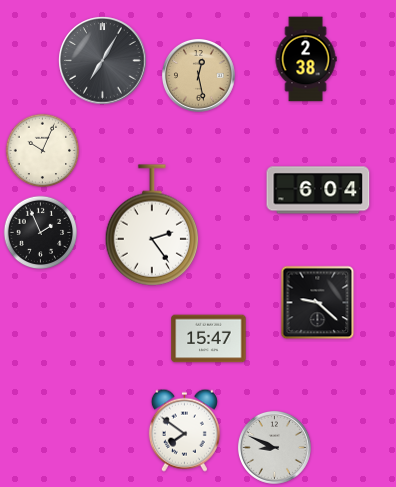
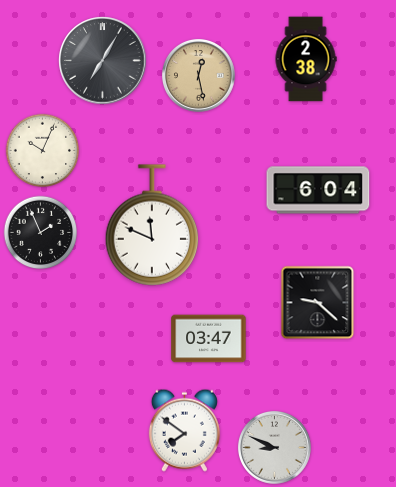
clock at (152, 225): 2:24 -> 11:49
clock at (209, 339): 15:47 -> 03:47
